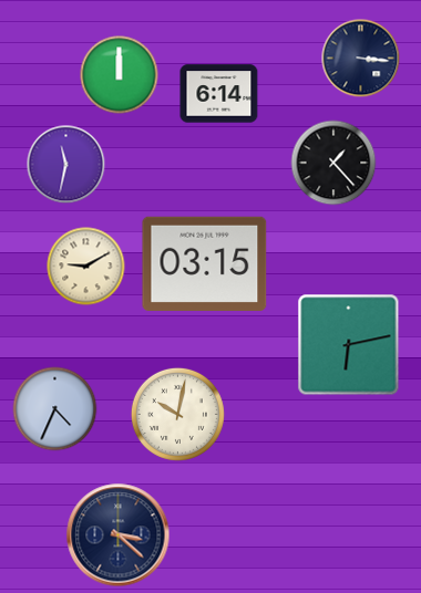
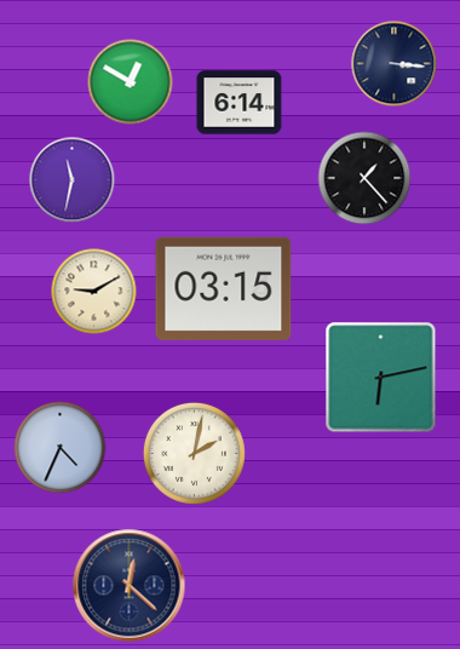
clock at (120, 75): 12:00 -> 12:50
clock at (177, 414): 10:02 -> 2:02
clock at (119, 535): 3:22 -> 12:22
